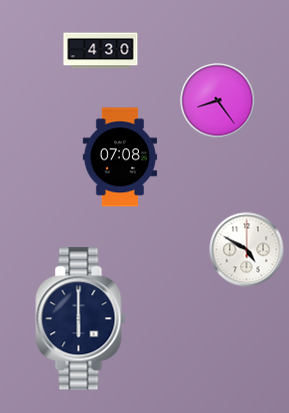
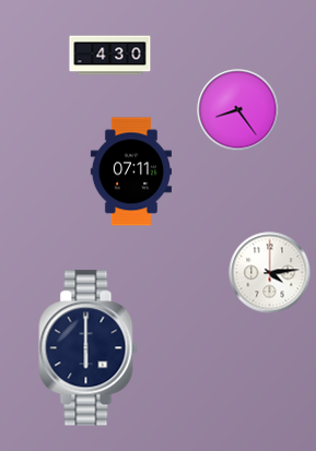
clock at (120, 157): 07:08 -> 07:11
clock at (247, 250): 4:50 -> 4:14
